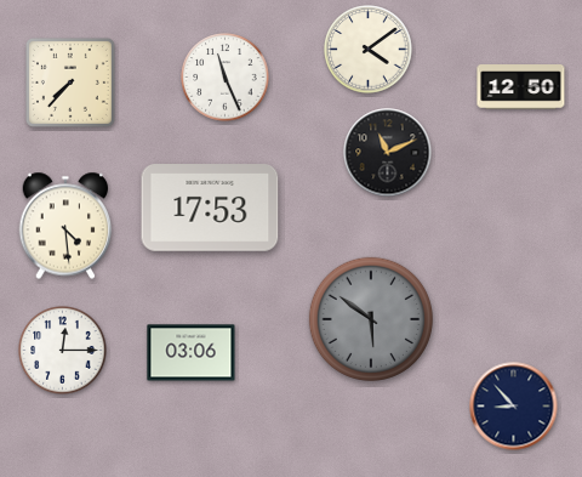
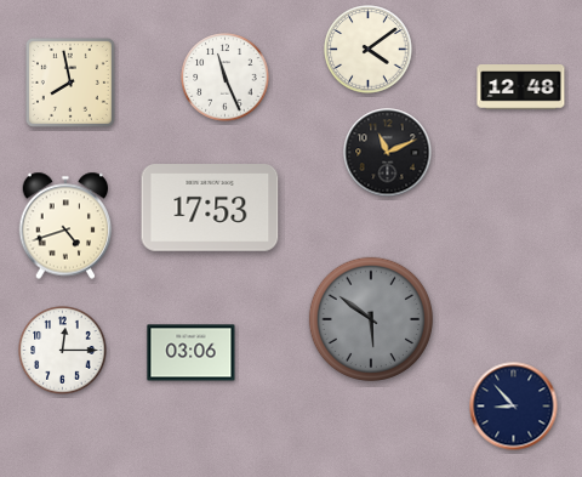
clock at (70, 83): 7:37 -> 7:58
clock at (521, 87): 12:50 -> 12:48
clock at (65, 226): 4:29 -> 4:42
